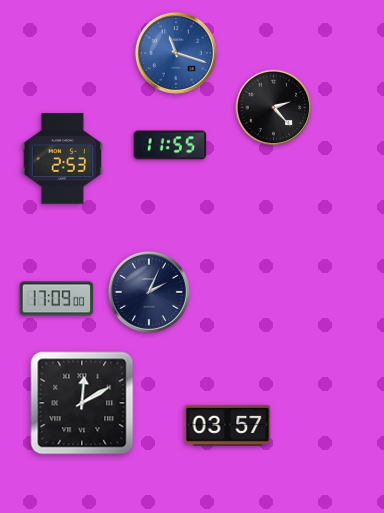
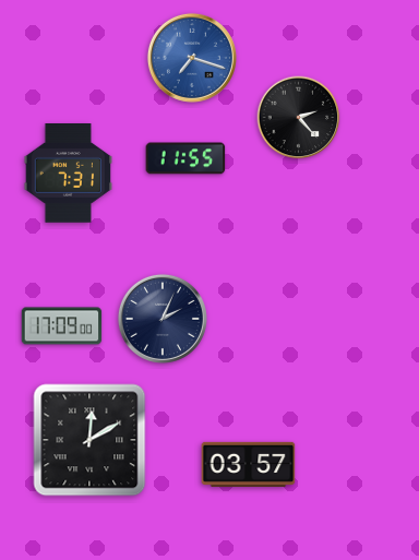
clock at (176, 53): 11:18 -> 7:18
clock at (63, 159): 2:53 -> 7:31
